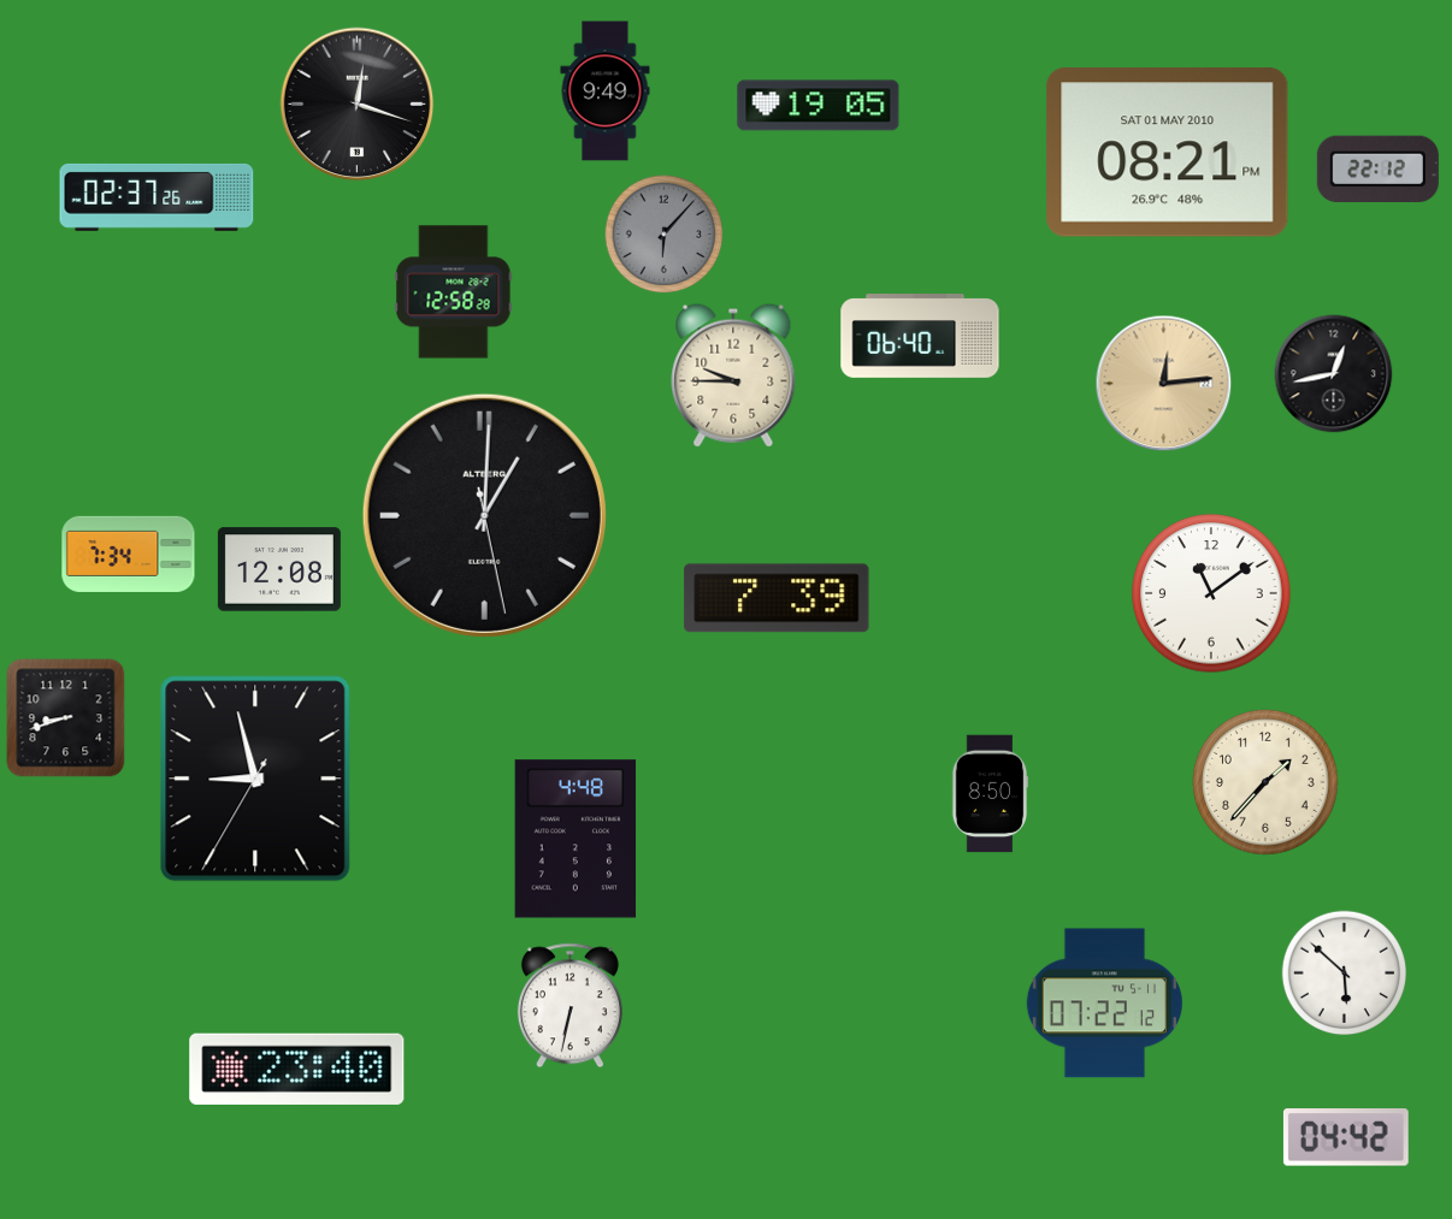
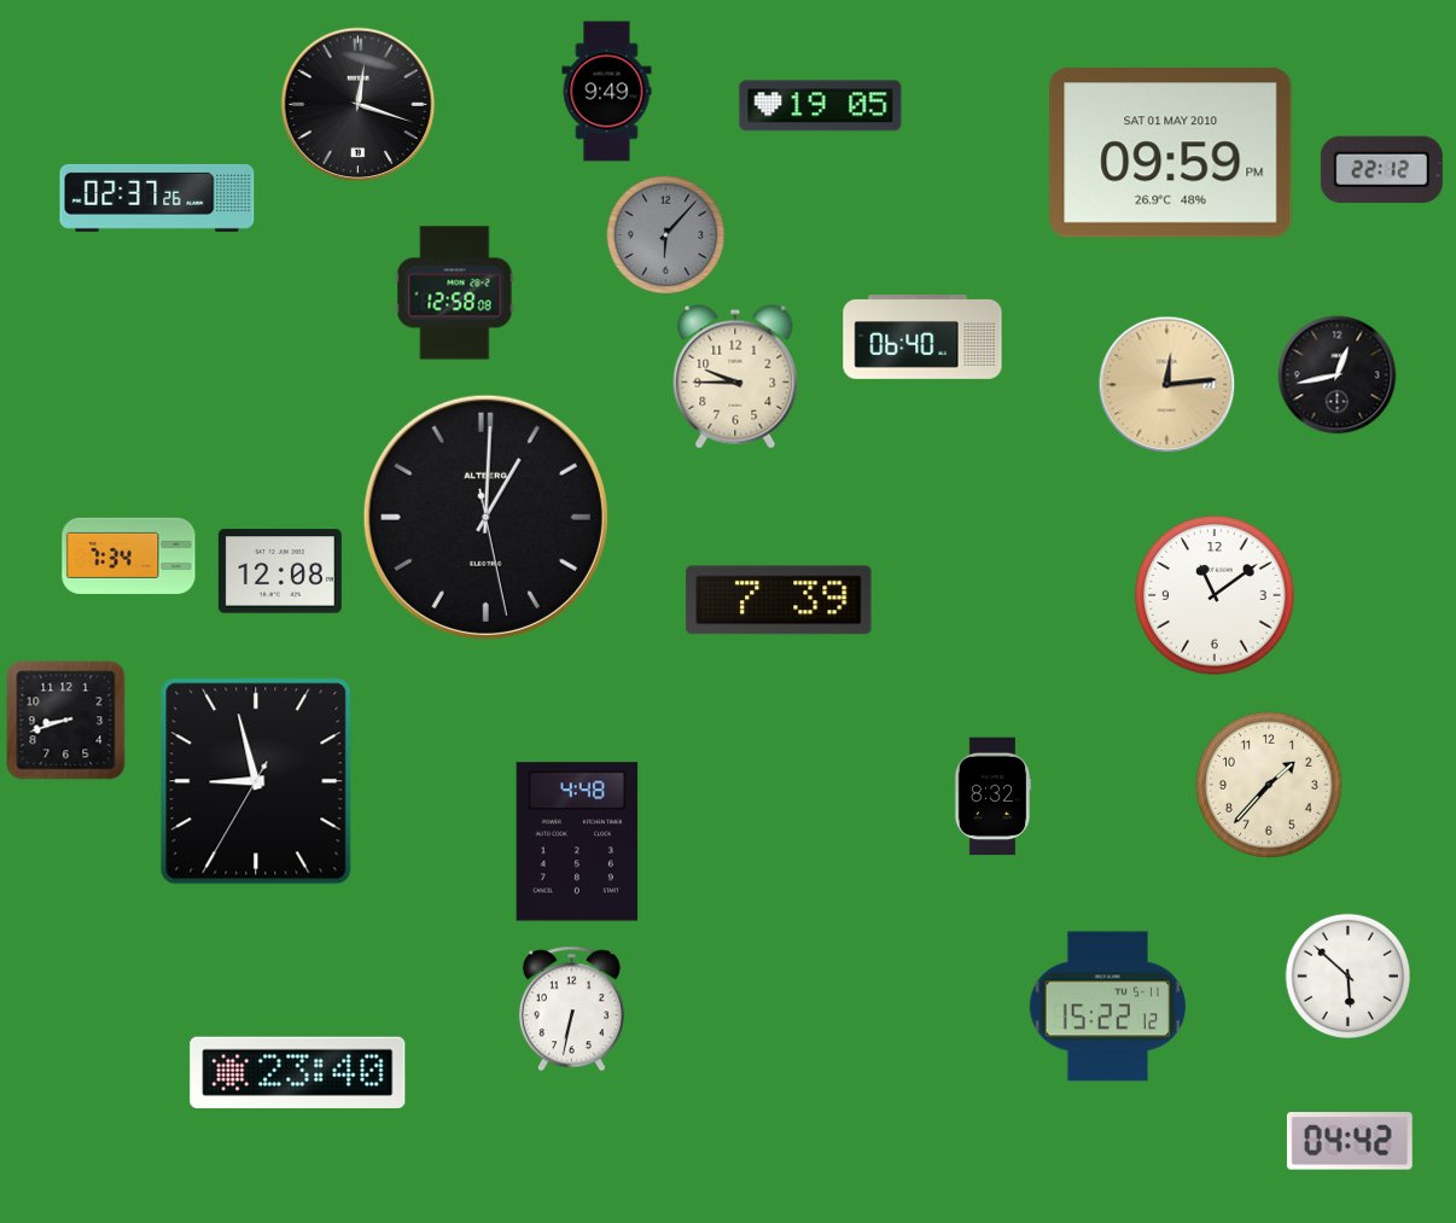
clock at (1168, 153): 08:21 -> 09:59
clock at (454, 292): 12:58:28 -> 12:58:08
clock at (990, 794): 8:50 -> 8:32
clock at (1104, 1004): 07:22 -> 15:22
